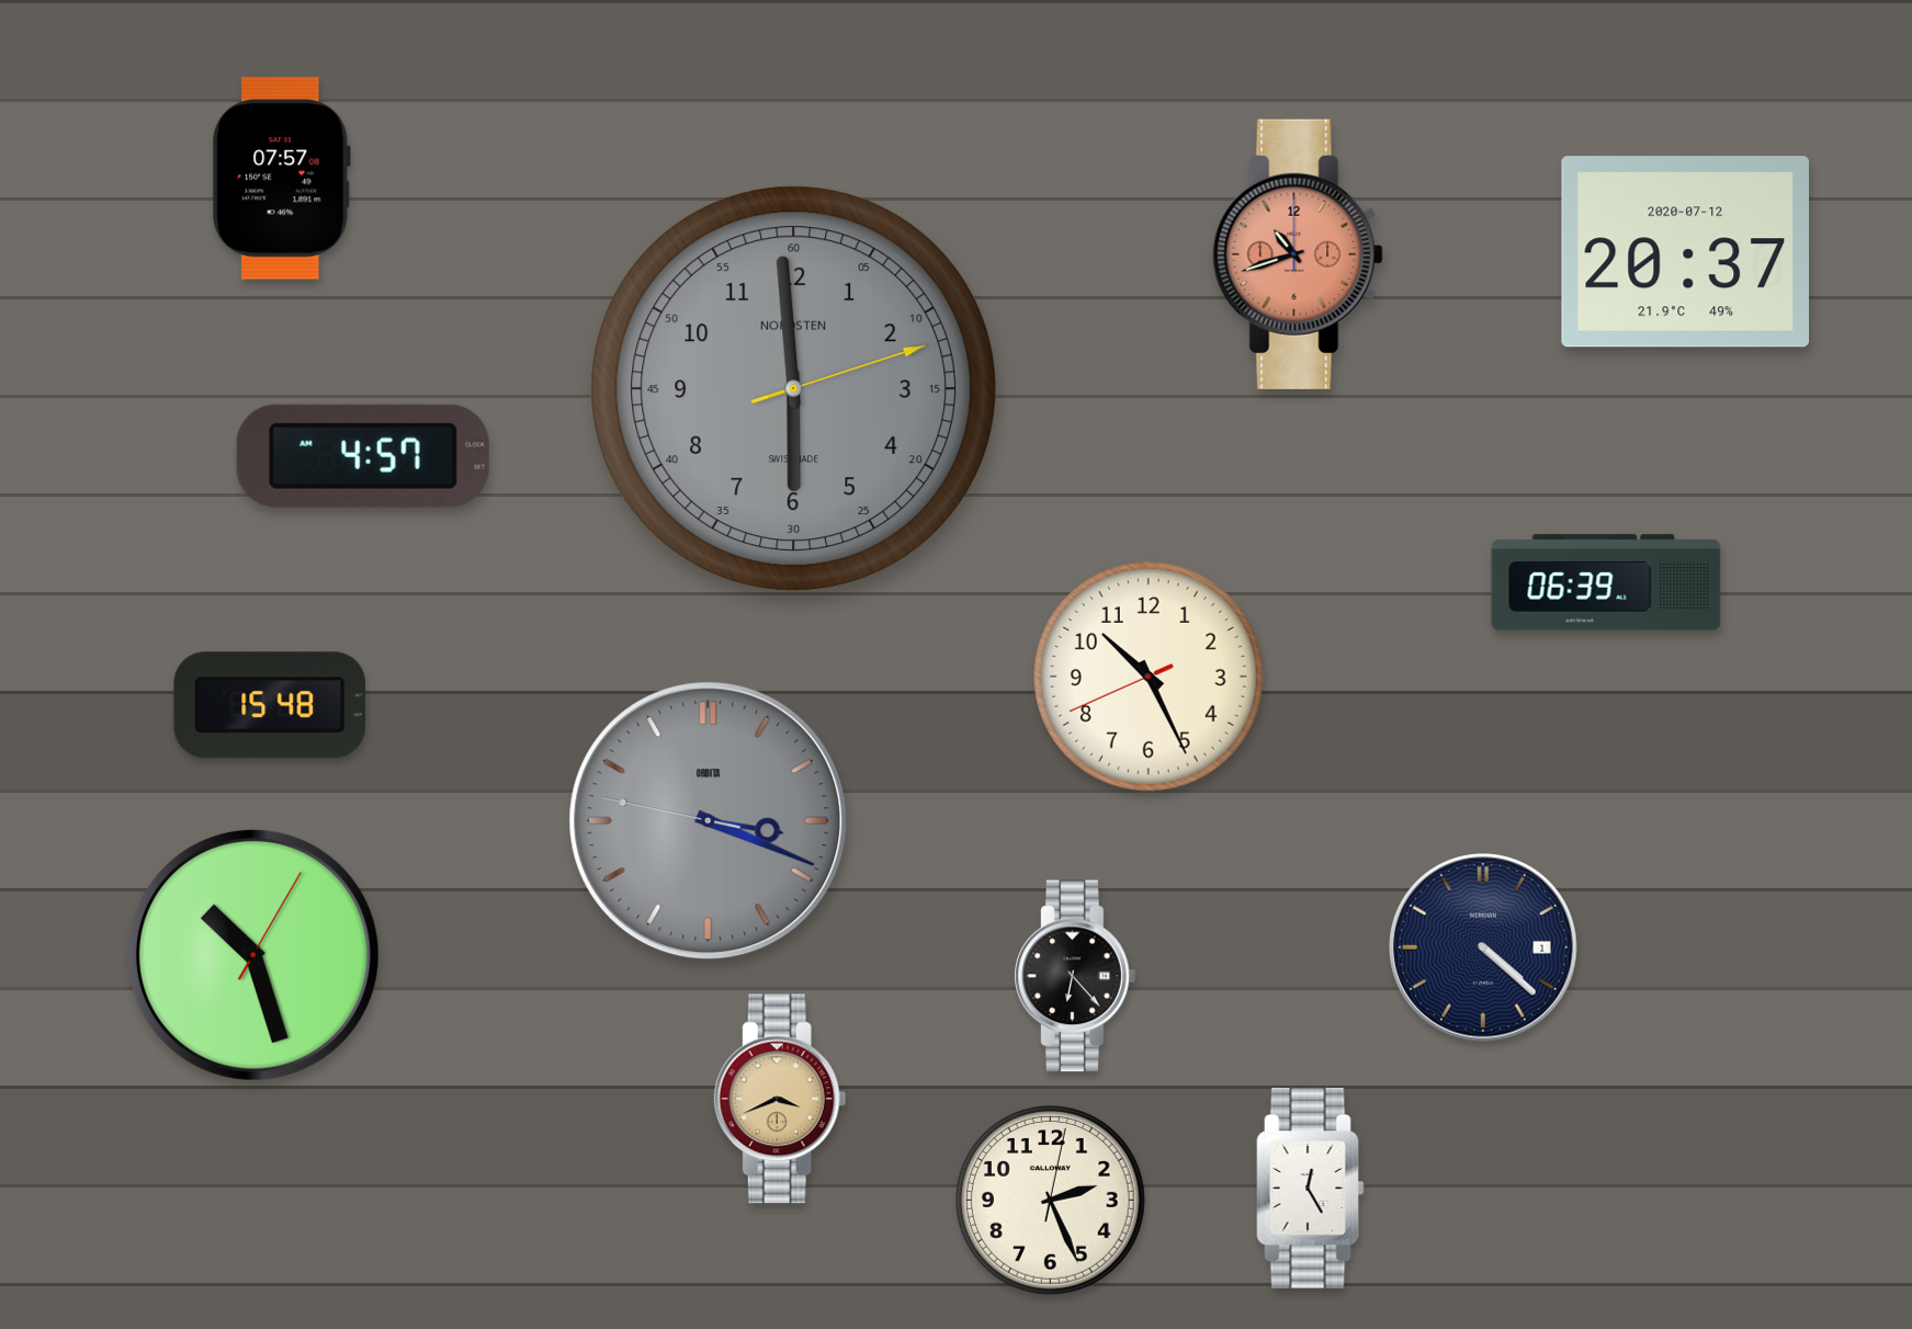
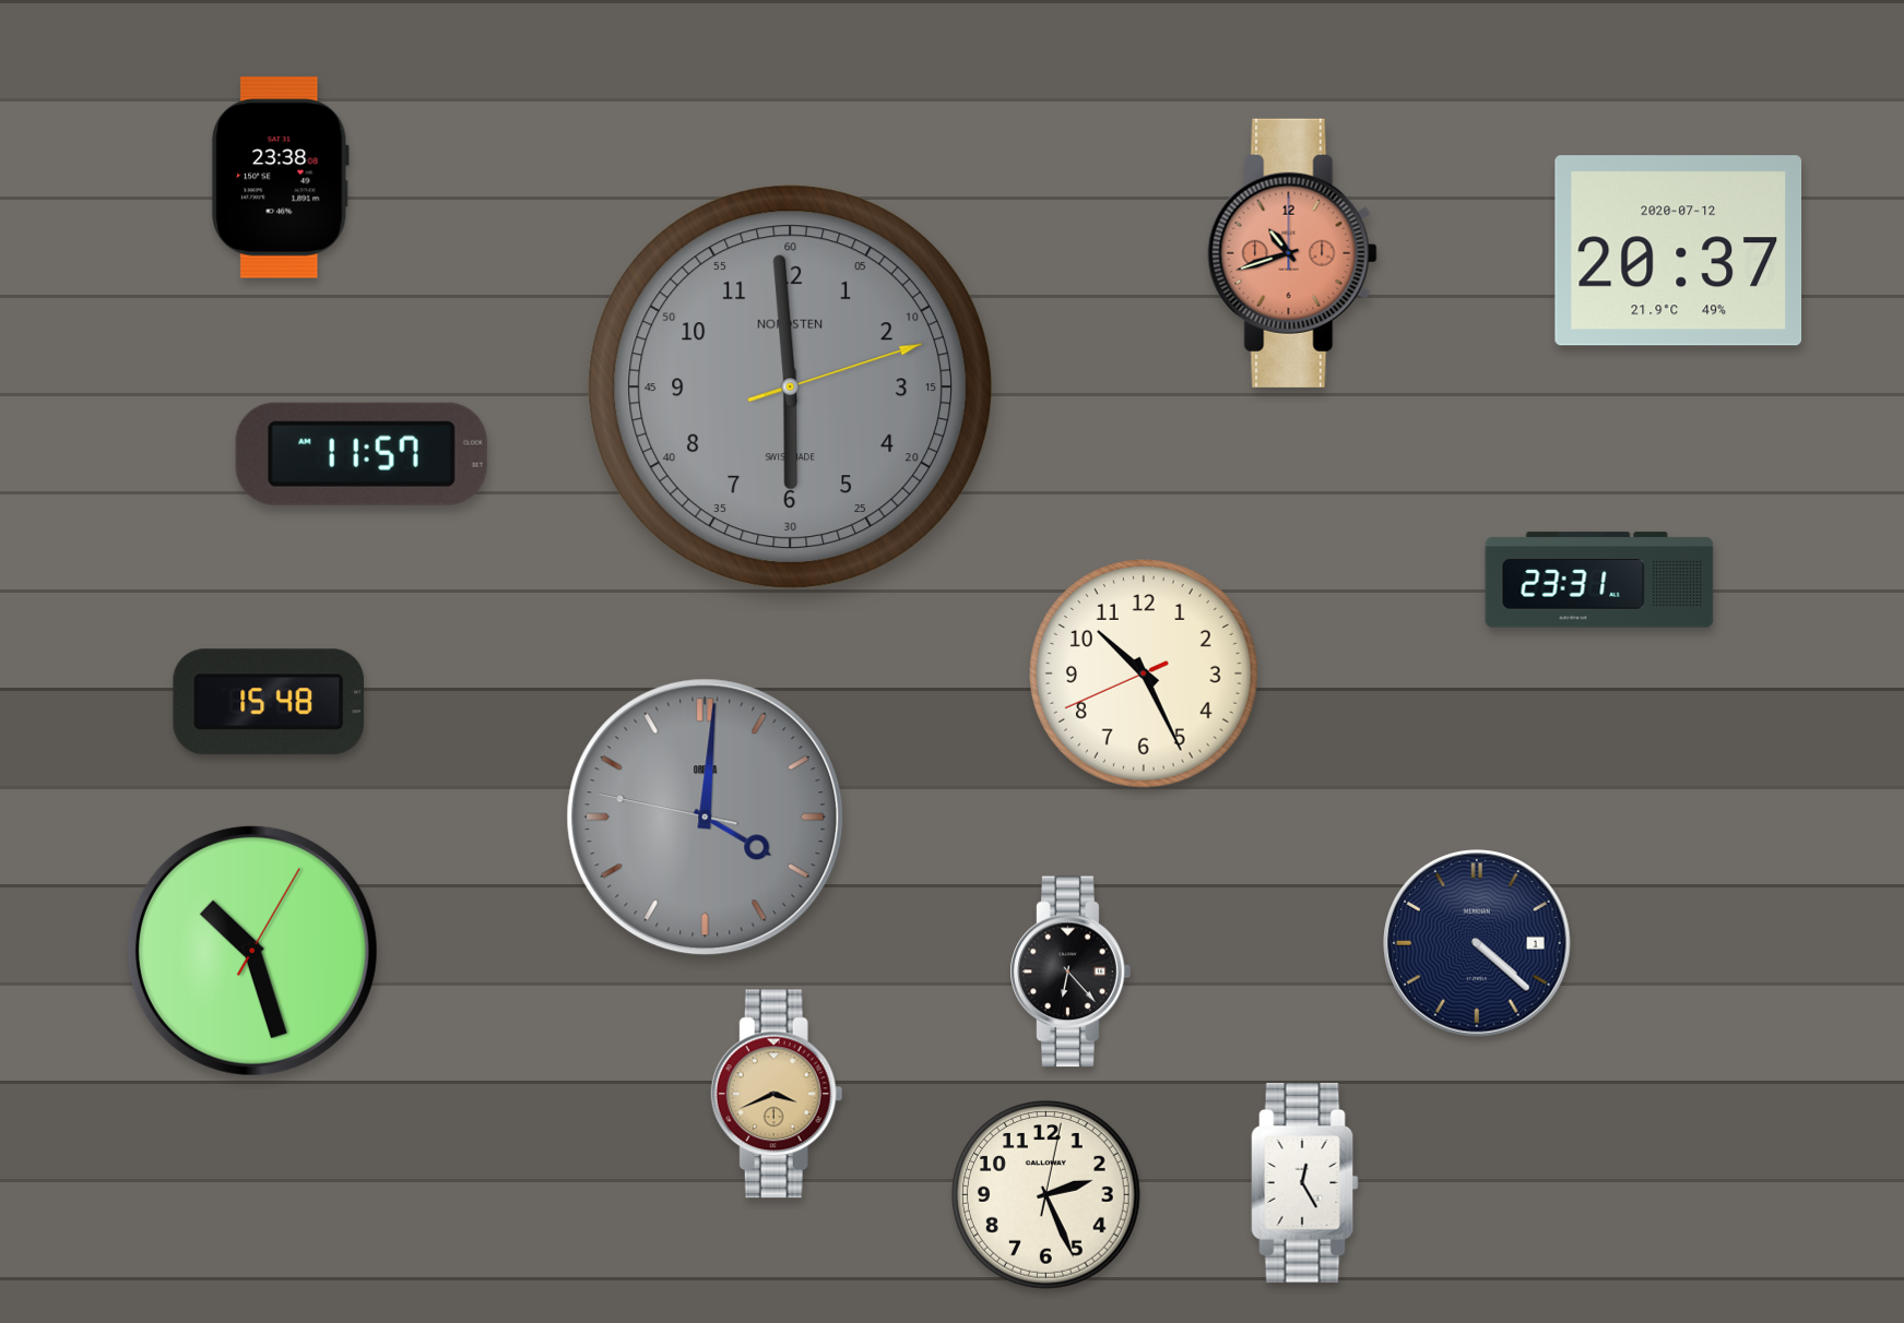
clock at (282, 179): 07:57 -> 23:38
clock at (363, 456): 4:57 -> 11:57
clock at (1606, 582): 06:39 -> 23:31
clock at (709, 821): 3:18 -> 4:00
